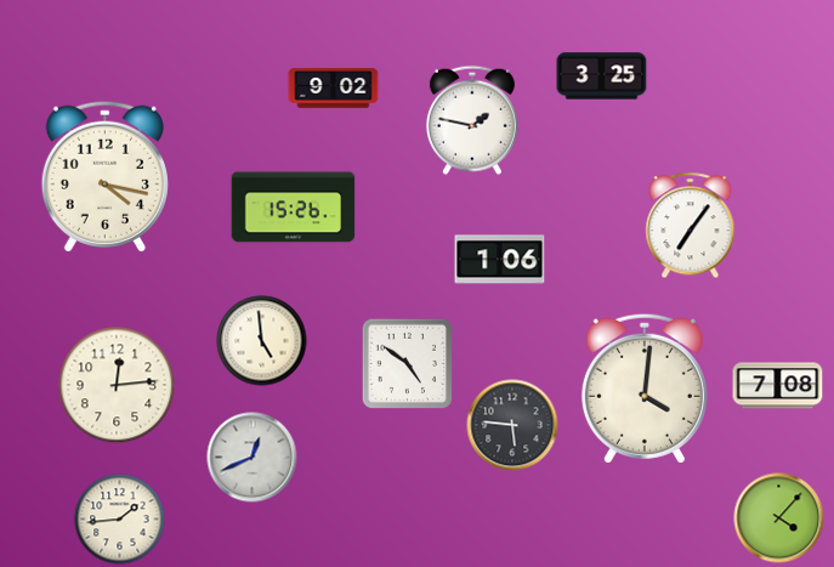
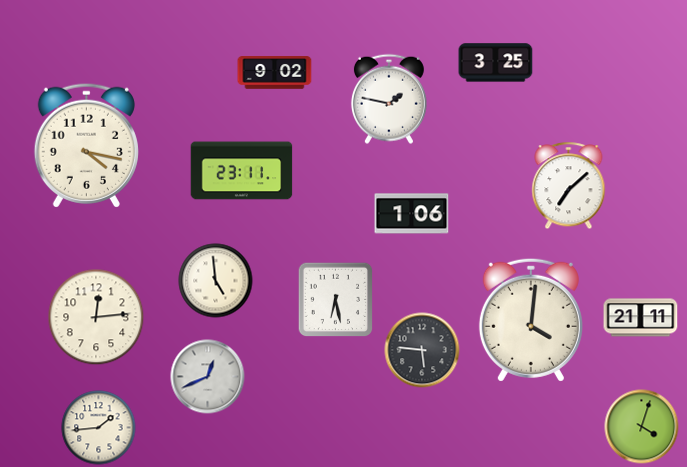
clock at (294, 208): 15:26 -> 23:11
clock at (691, 226): 7:06 -> 7:08
clock at (408, 364): 4:51 -> 6:28
clock at (778, 386): 7:08 -> 21:11
clock at (779, 518): 4:07 -> 4:03
